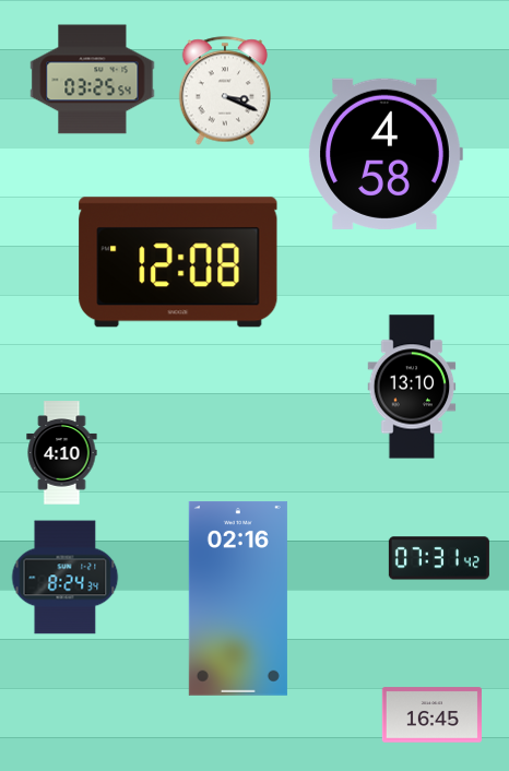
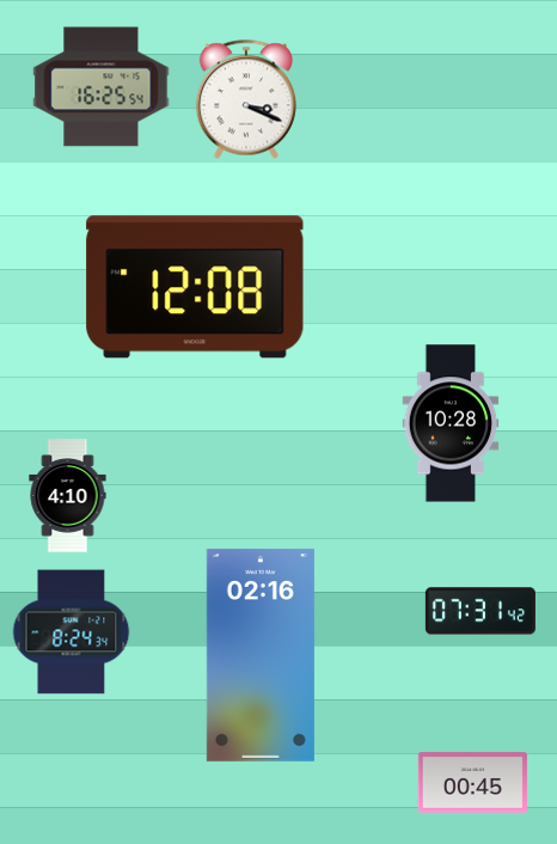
clock at (93, 80): 03:25 -> 16:25
clock at (386, 154): 4:58 -> none
clock at (412, 387): 13:10 -> 10:28
clock at (431, 715): 16:45 -> 00:45
